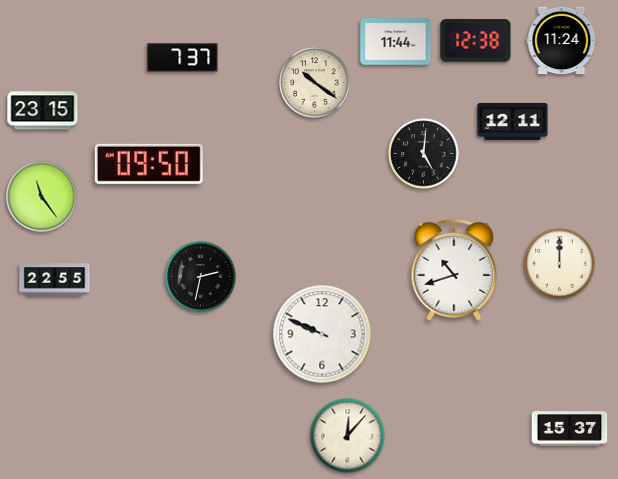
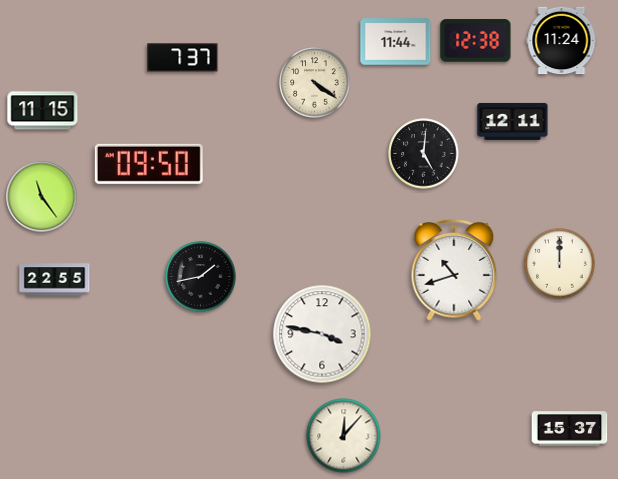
clock at (315, 83): 10:21 -> 4:21
clock at (43, 111): 23:15 -> 11:15
clock at (201, 277): 2:32 -> 1:43
clock at (322, 334): 9:49 -> 3:47
clock at (348, 436) position: (348, 436) -> (344, 436)
